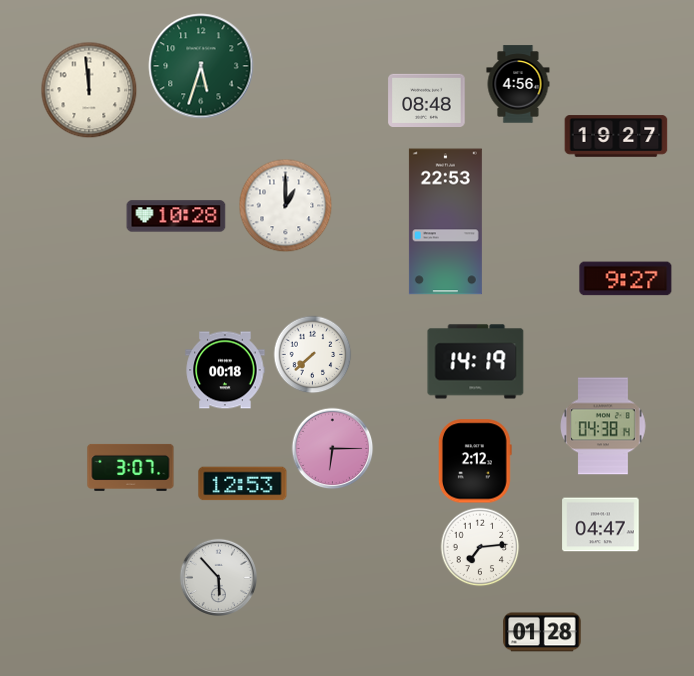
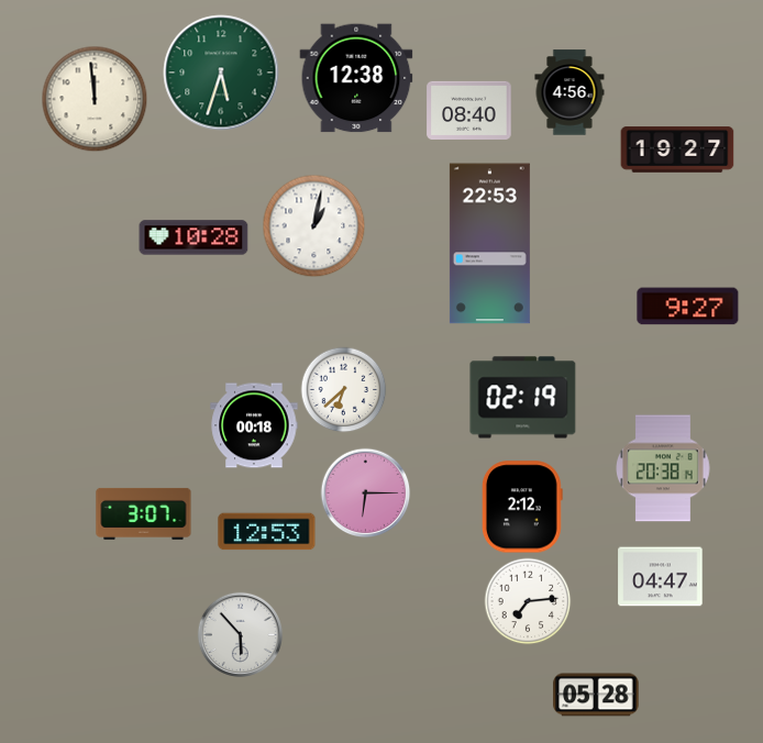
clock at (356, 78): none -> 12:38
clock at (89, 90) position: (89, 90) -> (95, 99)
clock at (427, 100): 08:48 -> 08:40
clock at (285, 205): 1:00 -> 1:02
clock at (312, 354): 7:38 -> 6:38
clock at (476, 362): 14:19 -> 02:19
clock at (225, 370) position: (225, 370) -> (254, 425)
clock at (603, 426): 04:38 -> 20:38
clock at (542, 632): 01:28 -> 05:28
